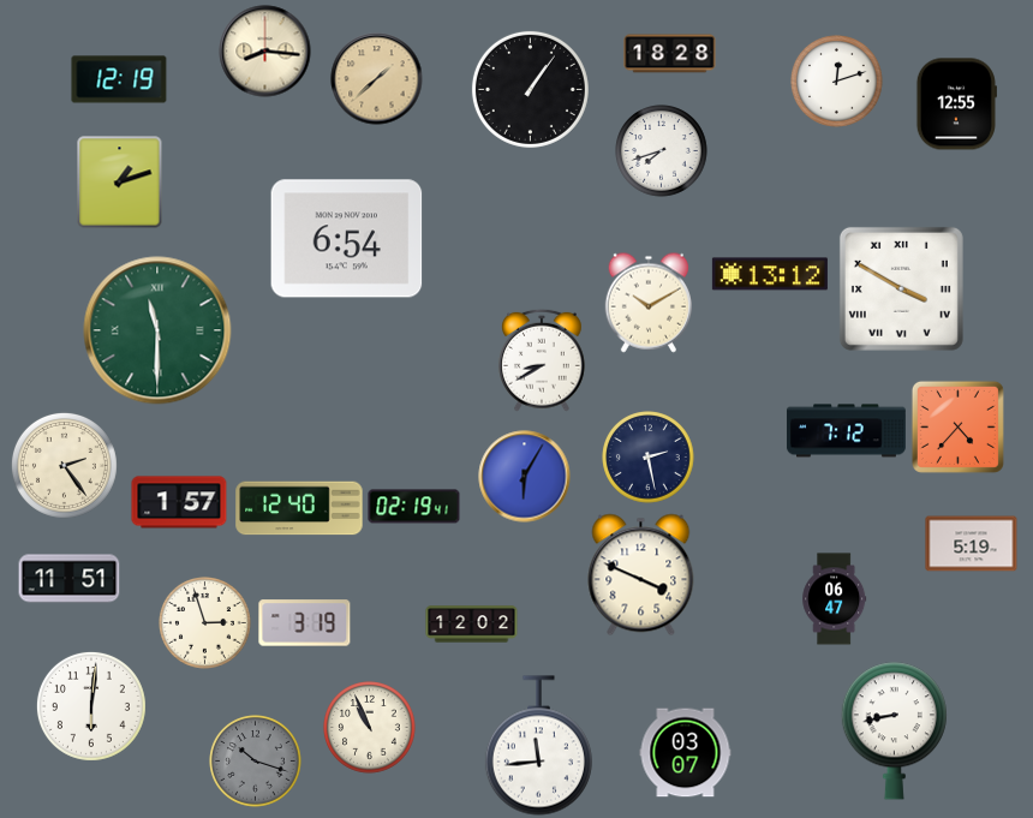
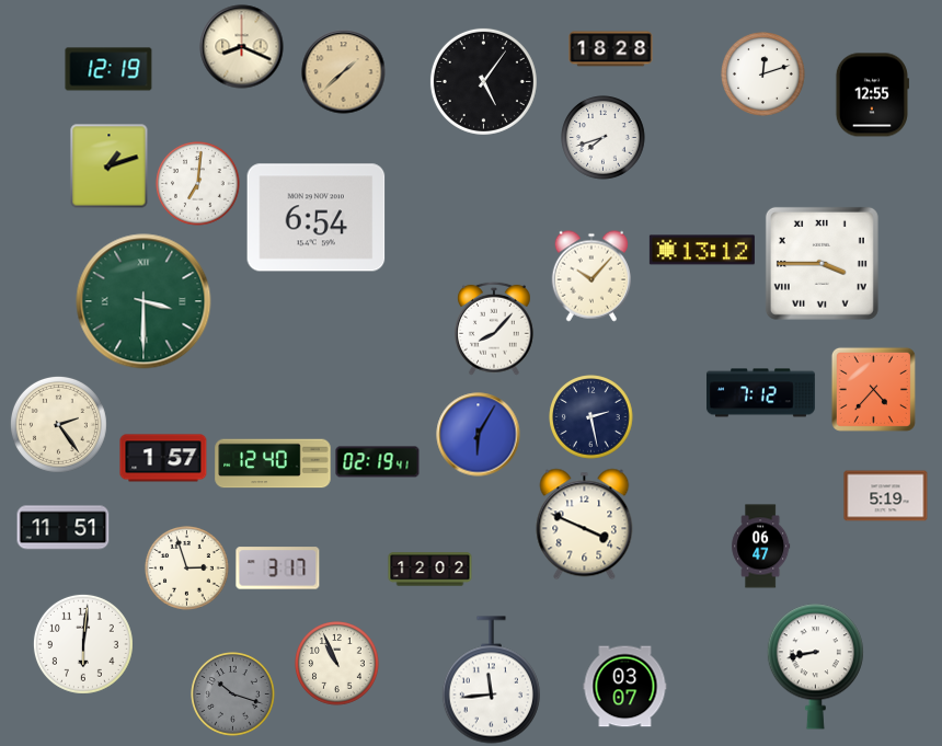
clock at (265, 52): 8:16 -> 8:19
clock at (119, 79) position: (119, 79) -> (108, 69)
clock at (530, 89): 1:06 -> 5:06
clock at (198, 184): none -> 7:01
clock at (901, 288): 3:50 -> 3:45
clock at (647, 303): 10:10 -> 10:07
clock at (157, 330): 11:30 -> 3:30
clock at (542, 360): 8:40 -> 8:07
clock at (846, 431) position: (846, 431) -> (760, 393)
clock at (305, 623): 3:19 -> 3:17
